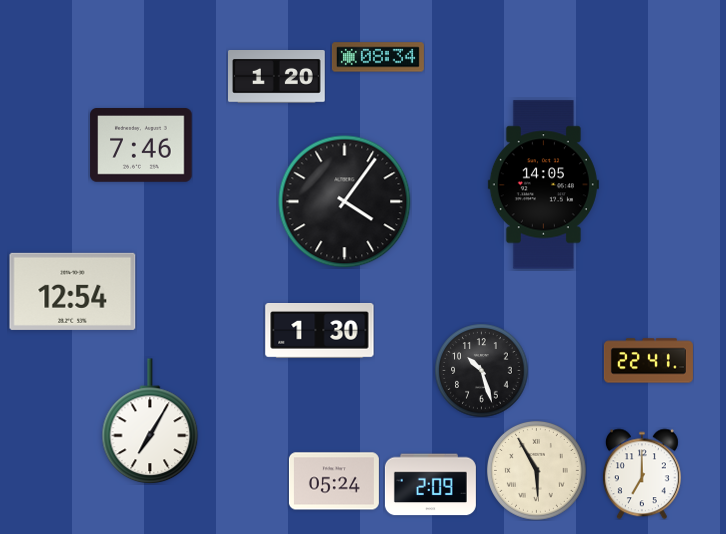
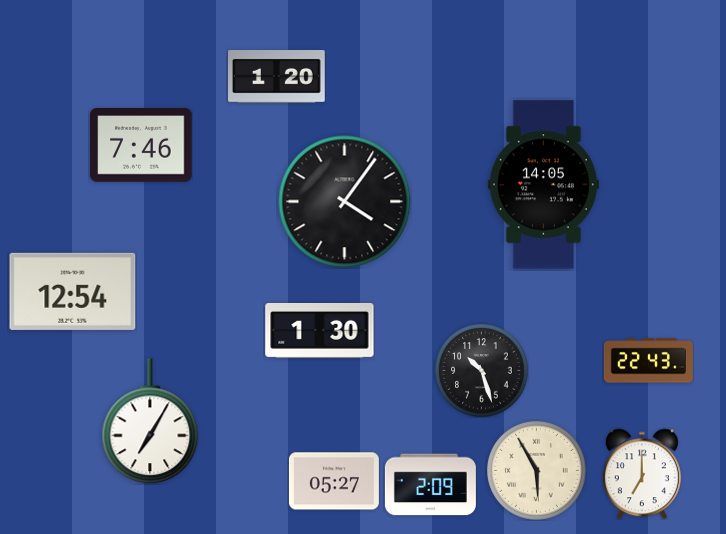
clock at (378, 57): 08:34 -> none
clock at (648, 361): 22:41 -> 22:43
clock at (334, 481): 05:24 -> 05:27
